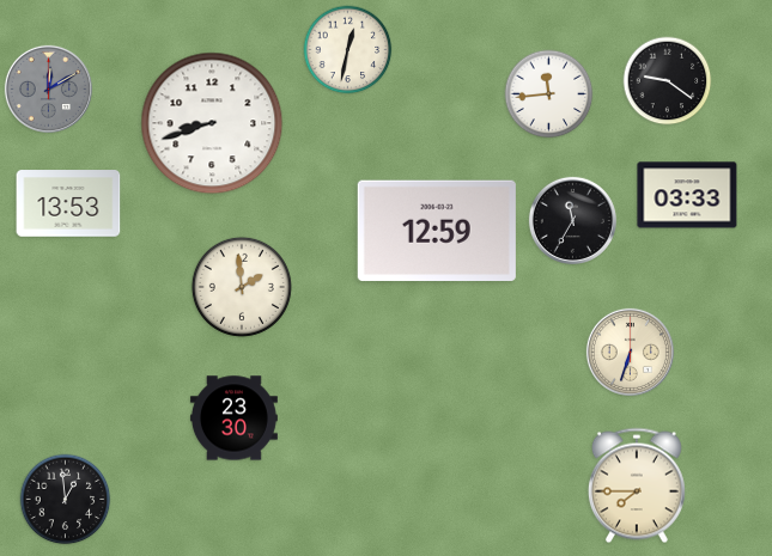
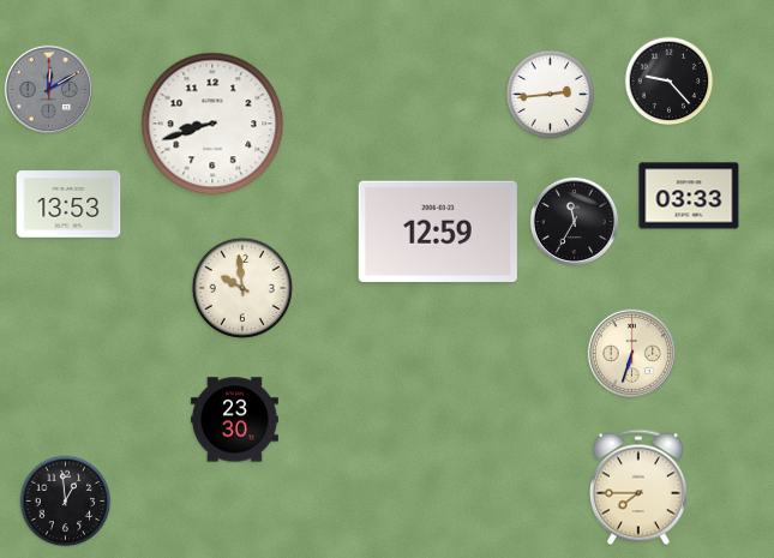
clock at (348, 50): 12:32 -> none
clock at (668, 81): 9:21 -> 9:23
clock at (549, 94): 11:44 -> 2:44
clock at (242, 287): 1:59 -> 9:59
